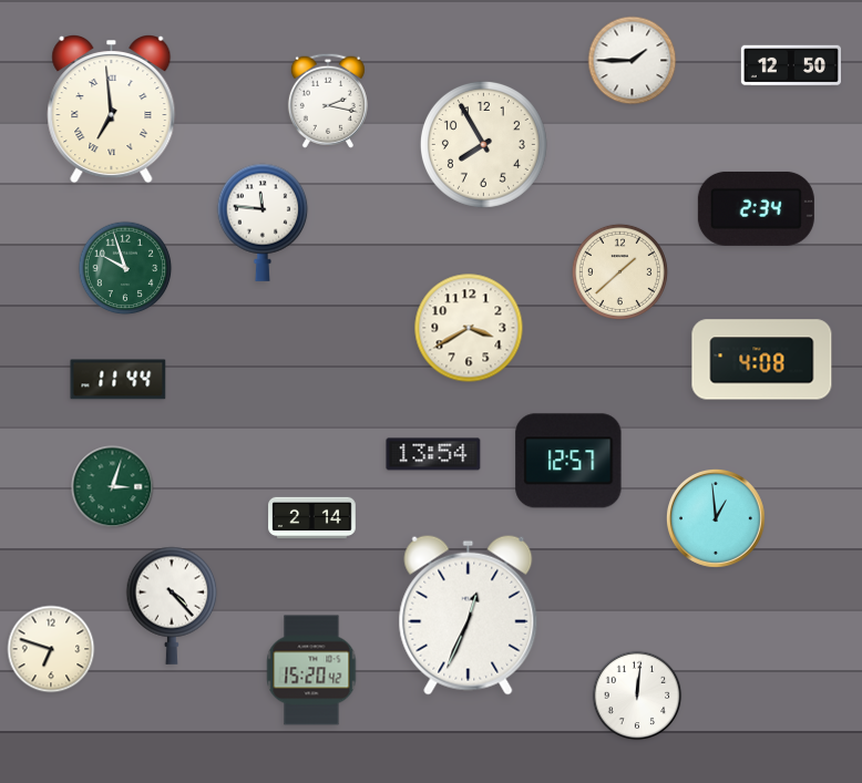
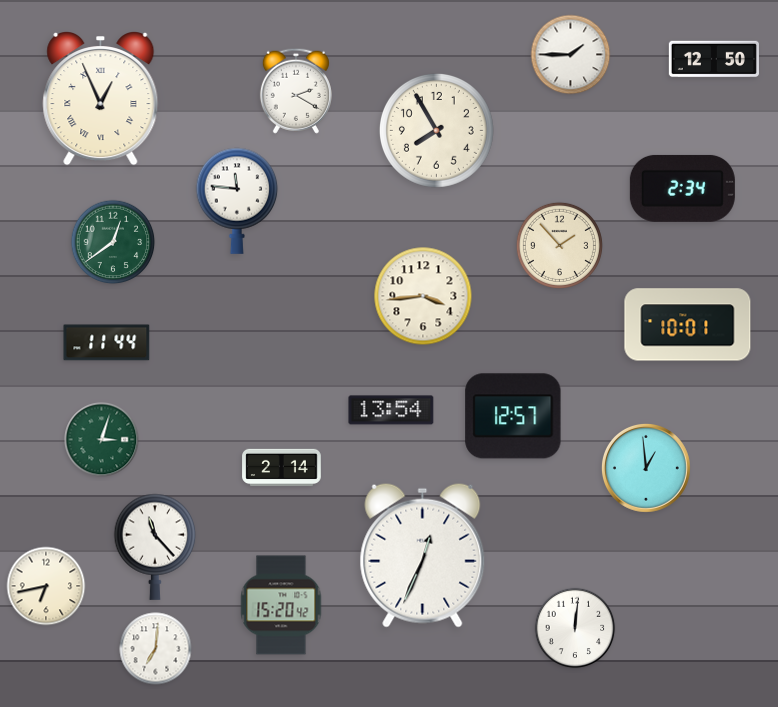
clock at (328, 101): 2:17 -> 2:20
clock at (112, 110): 6:59 -> 12:56
clock at (125, 268): 9:57 -> 12:39
clock at (619, 271): 1:38 -> 1:53
clock at (469, 328): 3:40 -> 3:44
clock at (762, 360): 4:08 -> 10:01
clock at (172, 606): 4:23 -> 11:23
clock at (51, 649): 6:48 -> 6:43
clock at (156, 649): none -> 7:01
